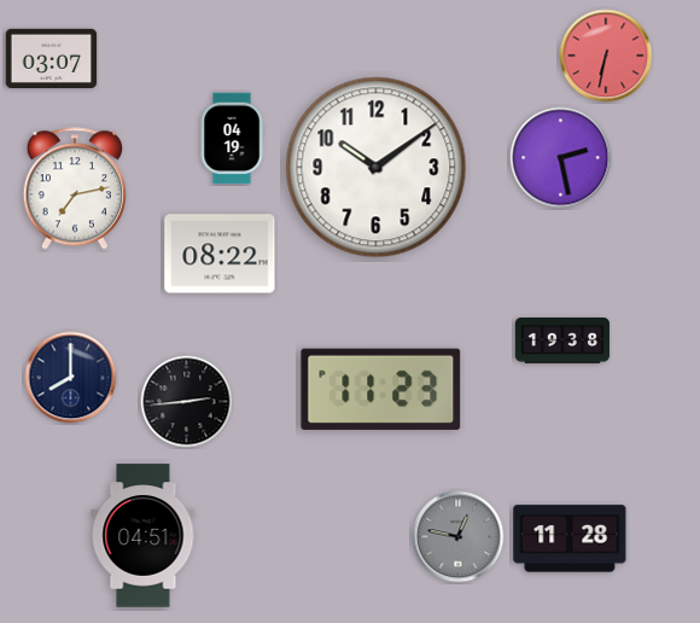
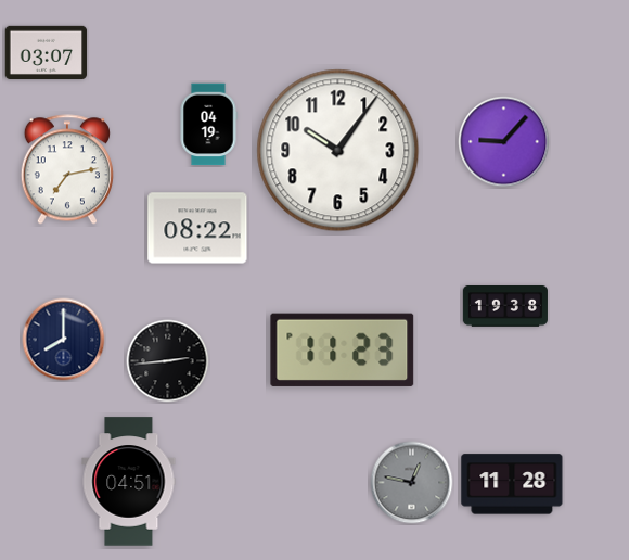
clock at (606, 56): 6:32 -> none
clock at (561, 158): 2:28 -> 9:07
clock at (377, 168): 10:09 -> 10:06
